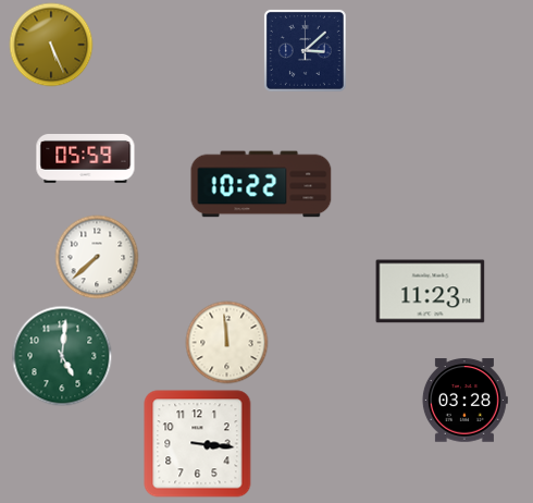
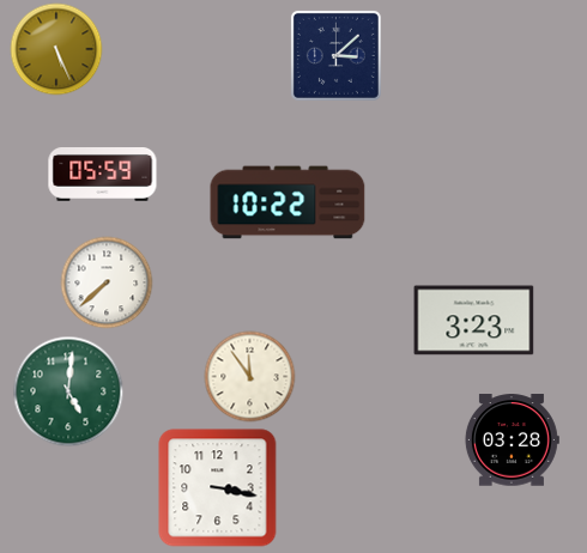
clock at (86, 159) position: (86, 159) -> (103, 175)
clock at (431, 292): 11:23 -> 3:23
clock at (227, 343): 11:59 -> 11:54
clock at (198, 444): 3:16 -> 3:17
